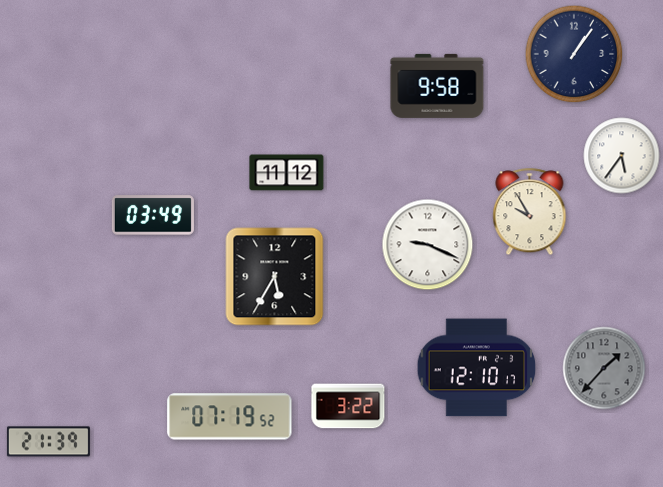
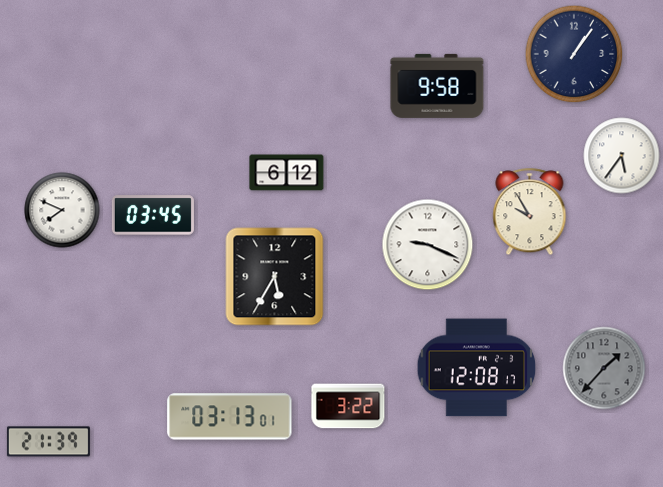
clock at (287, 173): 11:12 -> 6:12
clock at (62, 210): none -> 7:49
clock at (153, 215): 03:49 -> 03:45
clock at (477, 368): 12:10 -> 12:08
clock at (230, 417): 07:19 -> 03:13
